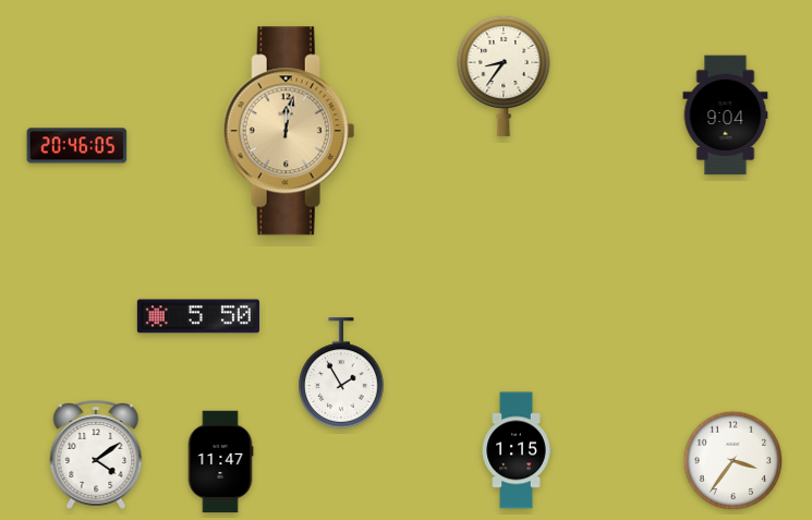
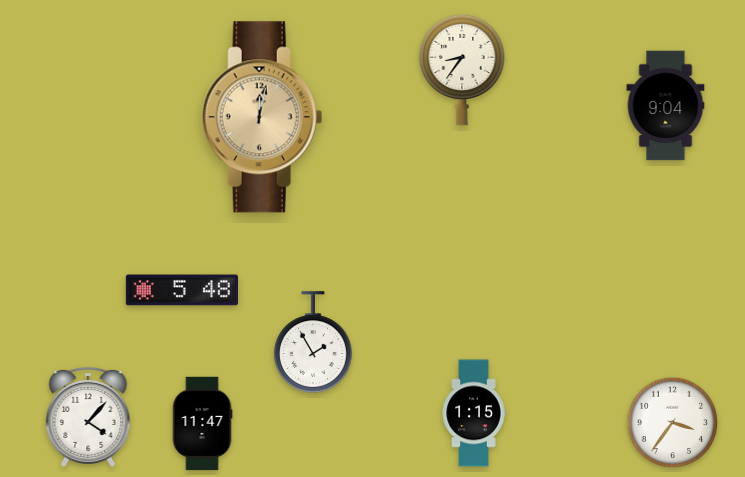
clock at (289, 131) position: (289, 131) -> (262, 117)
clock at (77, 146): 20:46 -> none
clock at (198, 316): 5:50 -> 5:48
clock at (96, 455): 4:09 -> 4:07
